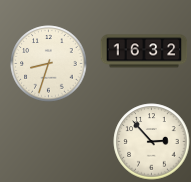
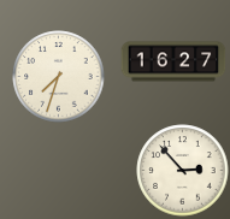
clock at (144, 51): 16:32 -> 16:27
clock at (49, 64): 8:33 -> 7:33
